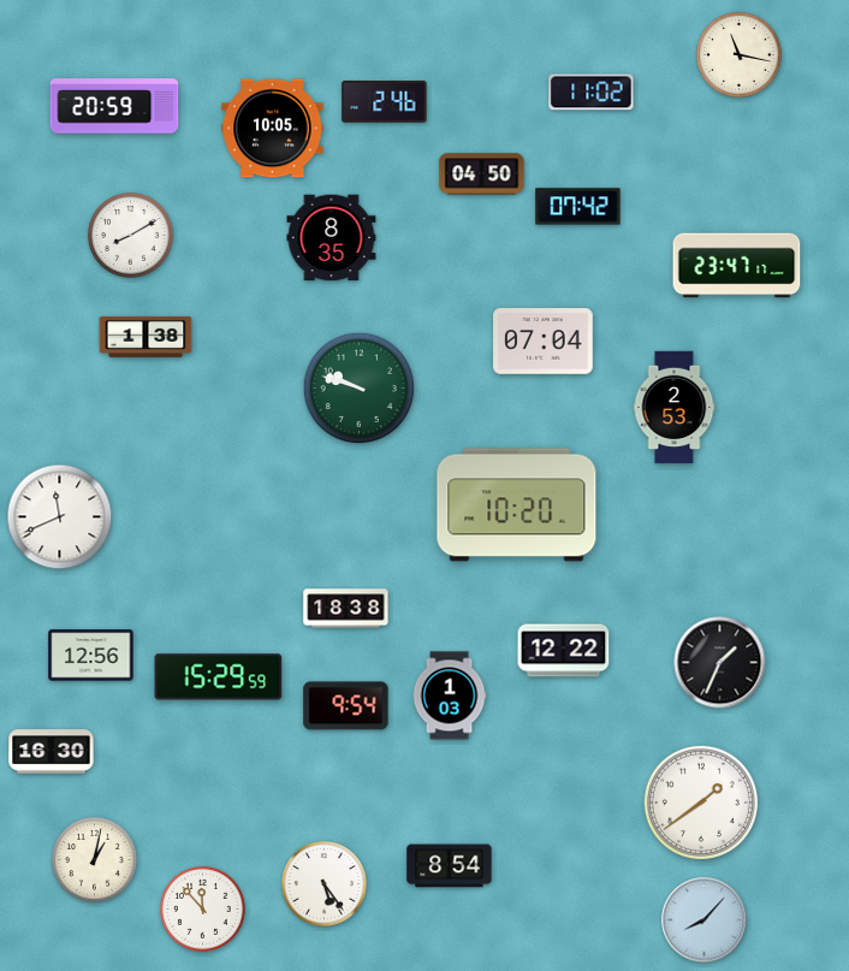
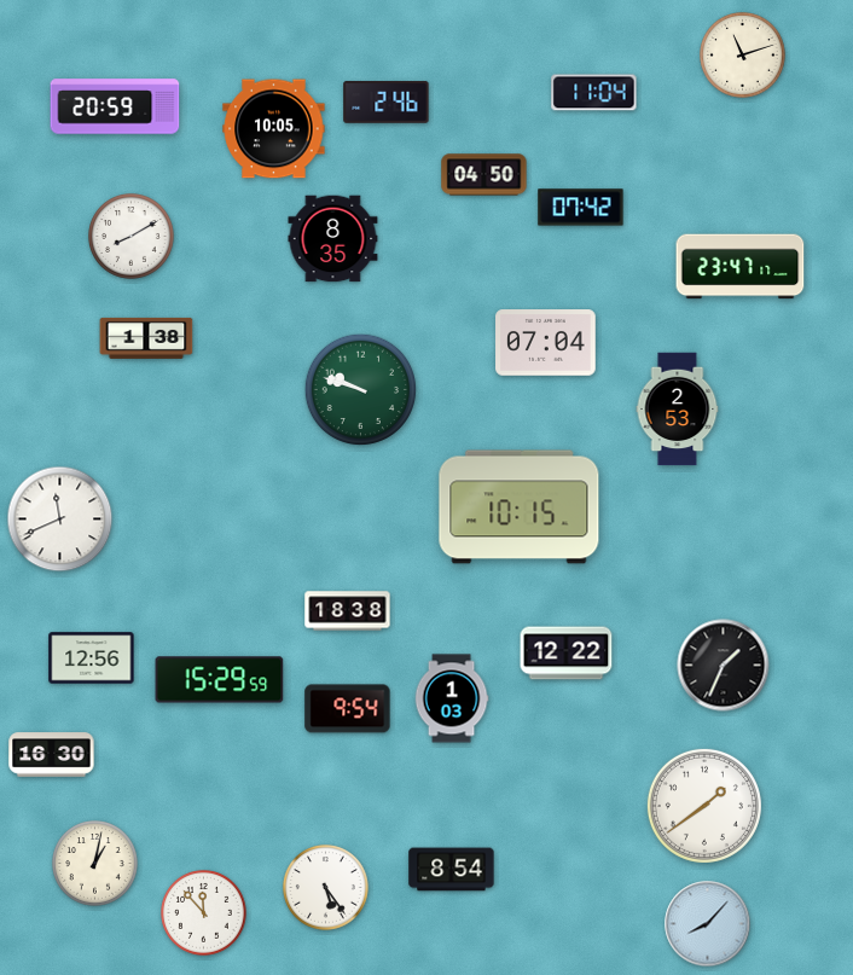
clock at (740, 55): 11:17 -> 11:12
clock at (592, 93): 11:02 -> 11:04
clock at (517, 505): 10:20 -> 10:15
